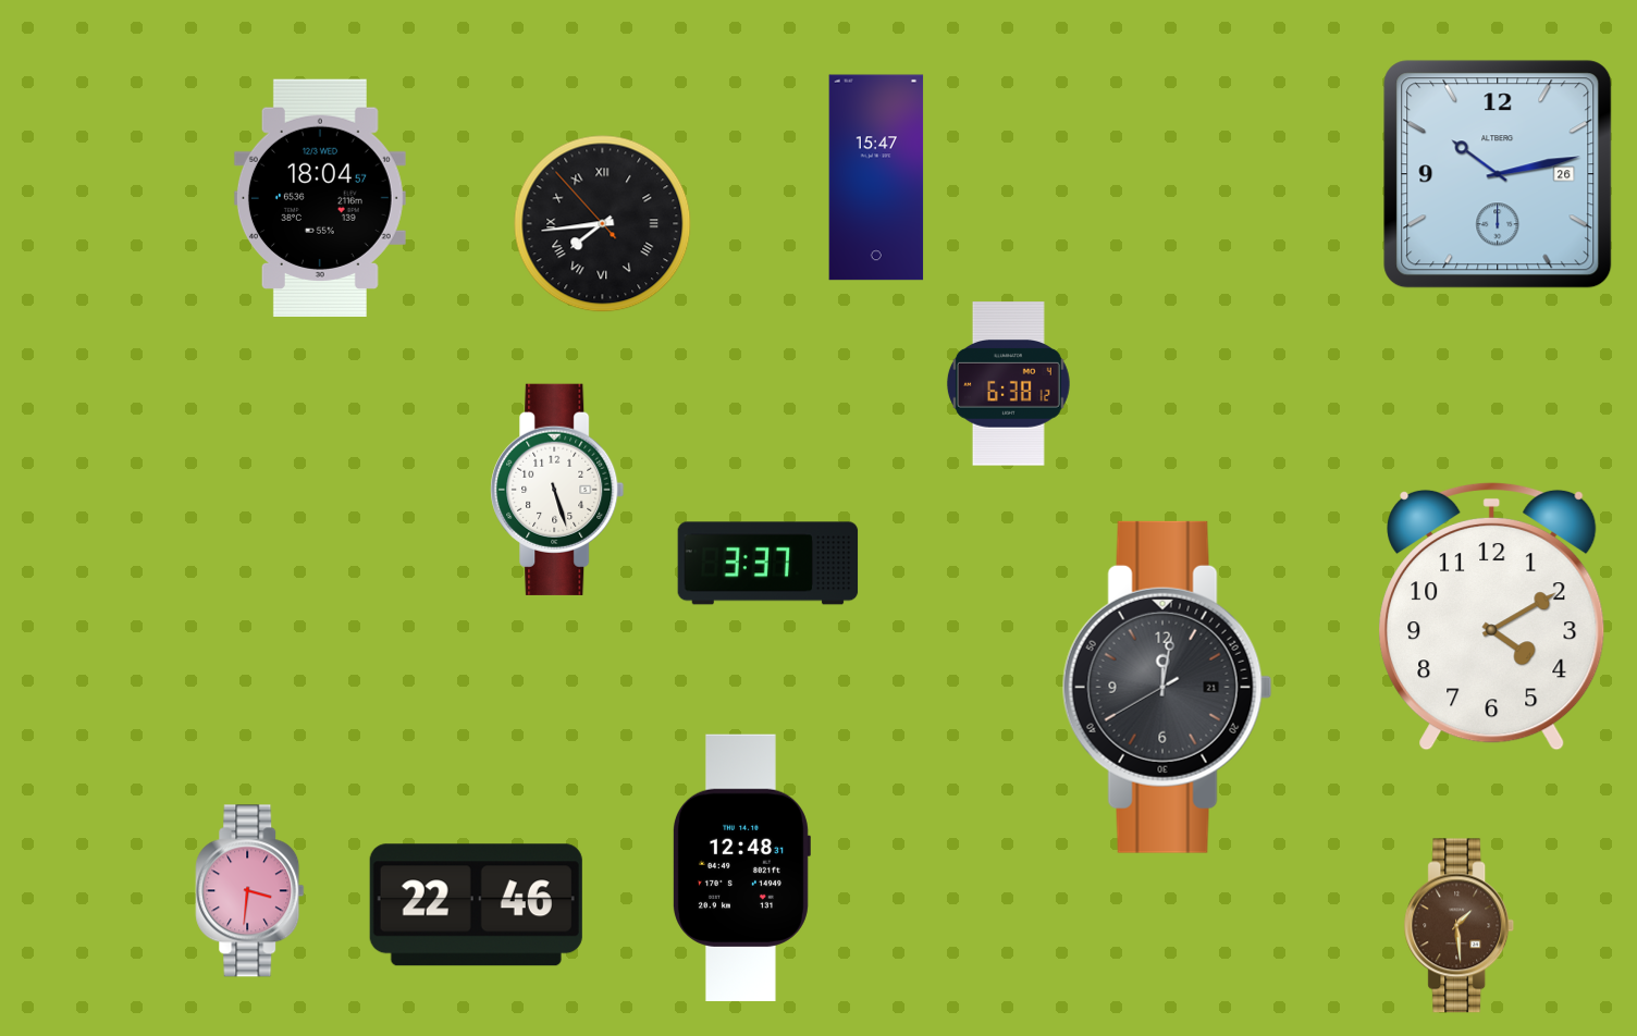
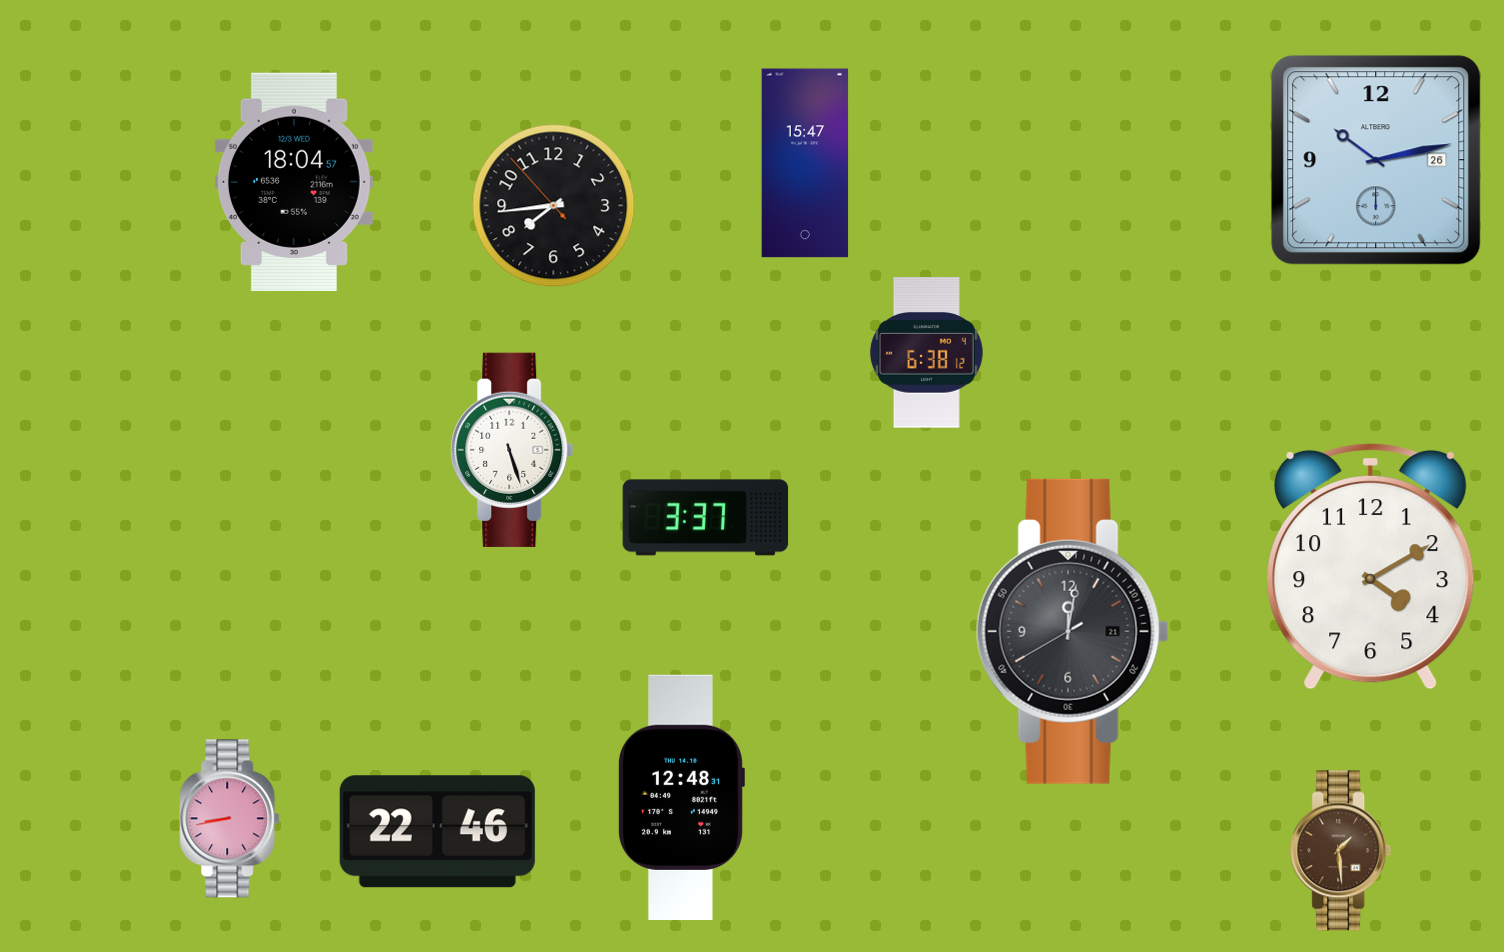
clock at (603, 224) numerals: Roman -> Arabic
clock at (250, 891): 3:31 -> 8:43
